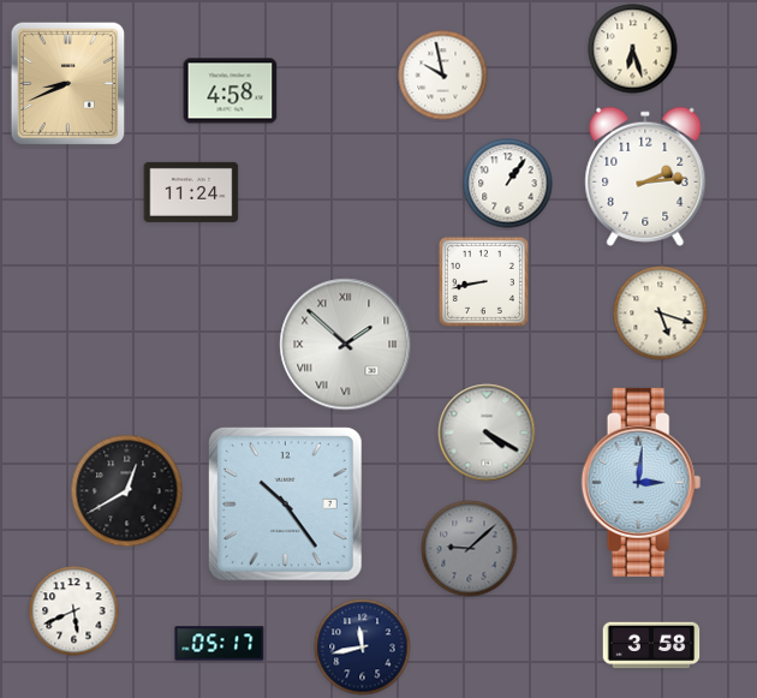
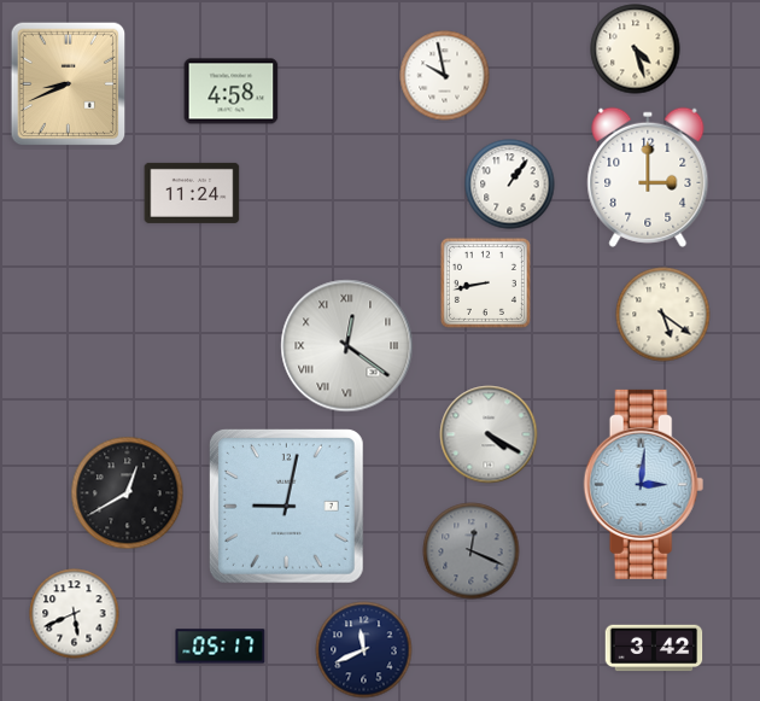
clock at (633, 49): 6:27 -> 4:27
clock at (645, 177): 2:14 -> 3:00
clock at (661, 314): 5:18 -> 5:21
clock at (346, 345): 1:52 -> 12:21
clock at (285, 503): 10:24 -> 9:02
clock at (470, 549): 9:08 -> 12:19
clock at (651, 645): 3:58 -> 3:42
clock at (363, 648): 11:43 -> 11:41
